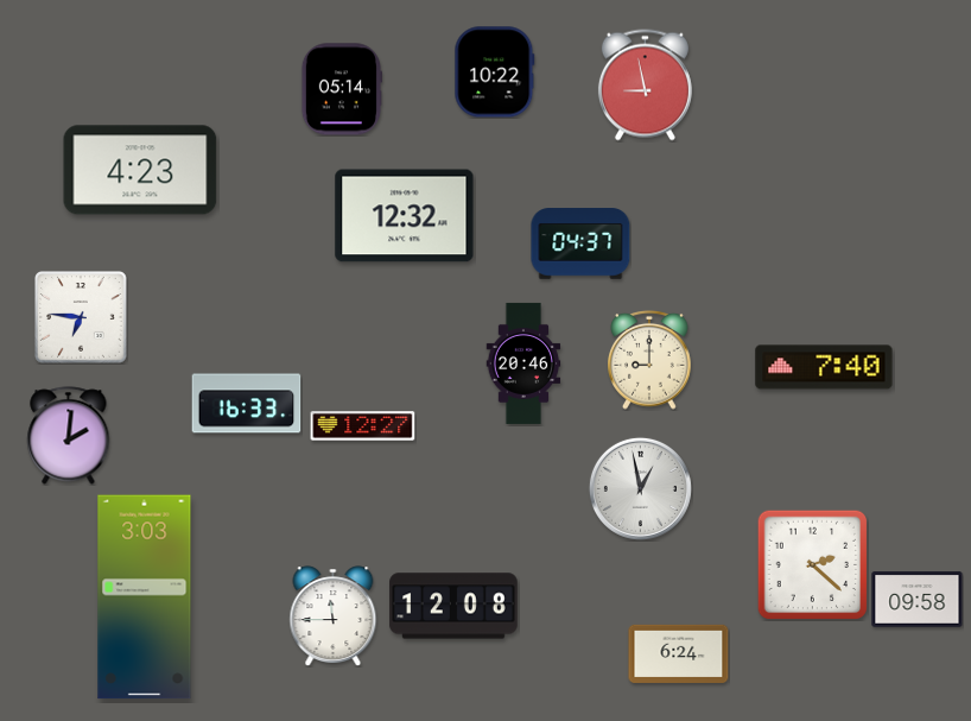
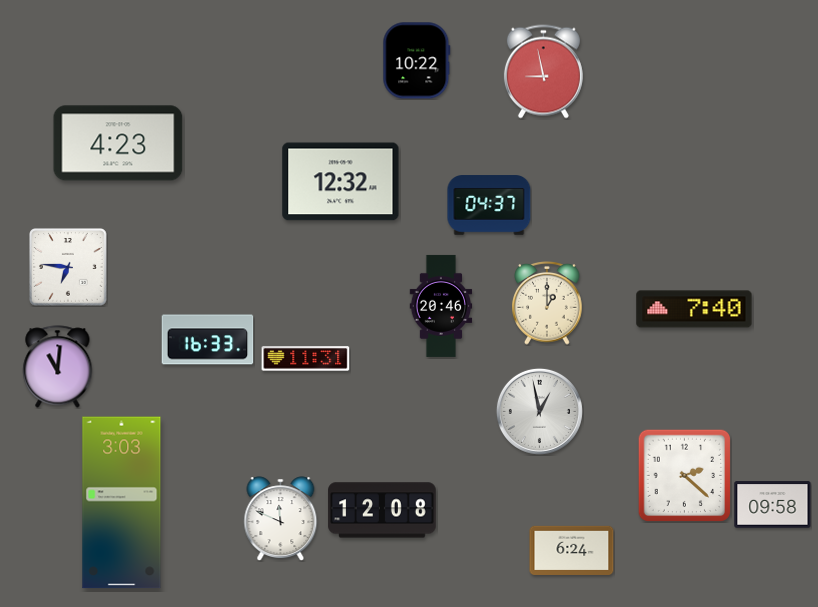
clock at (341, 89): 05:14 -> none
clock at (649, 361): 9:00 -> 1:00
clock at (363, 426): 12:27 -> 11:31
clock at (69, 436): 2:01 -> 11:01
clock at (334, 615): 11:45 -> 11:49
